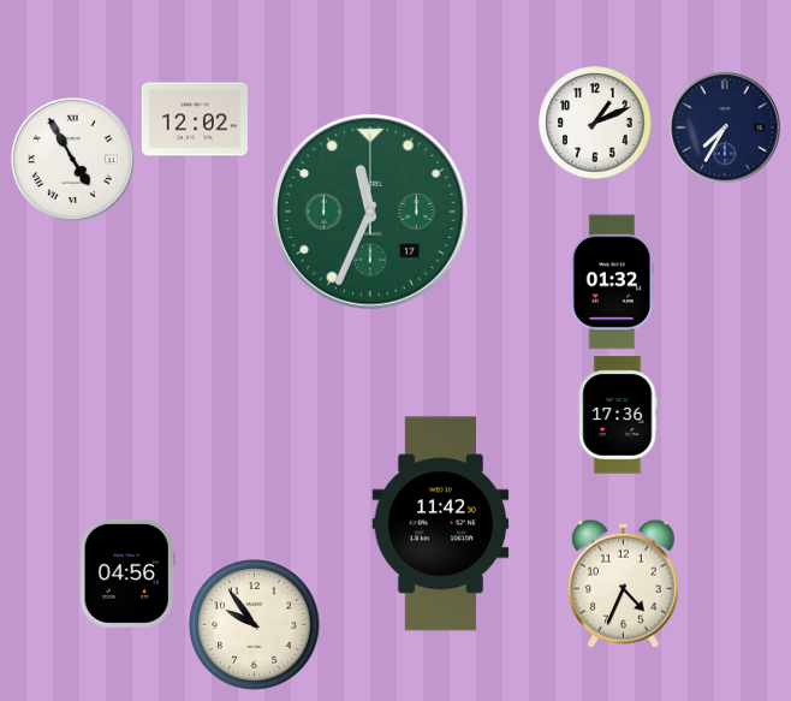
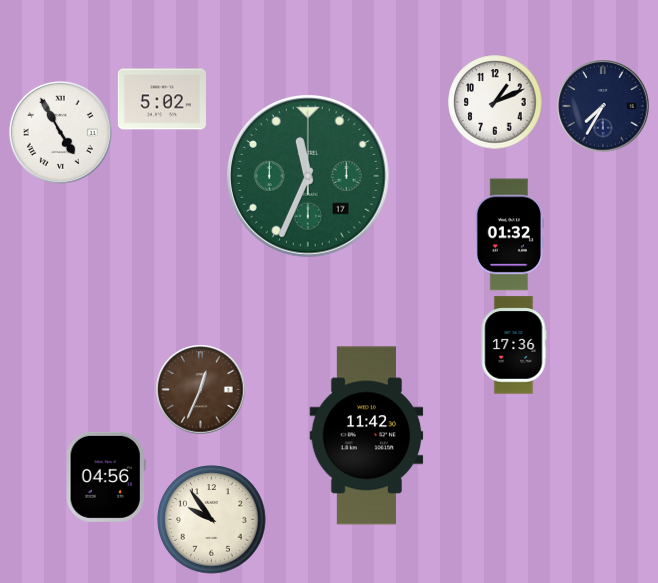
clock at (195, 119): 12:02 -> 5:02
clock at (201, 390): none -> 12:34
clock at (623, 583): 4:34 -> none
